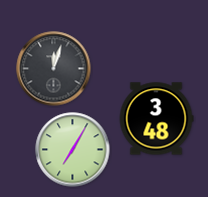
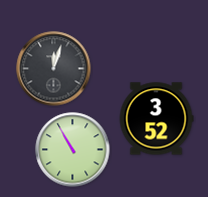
clock at (156, 119): 3:48 -> 3:52
clock at (73, 150): 7:05 -> 10:55
